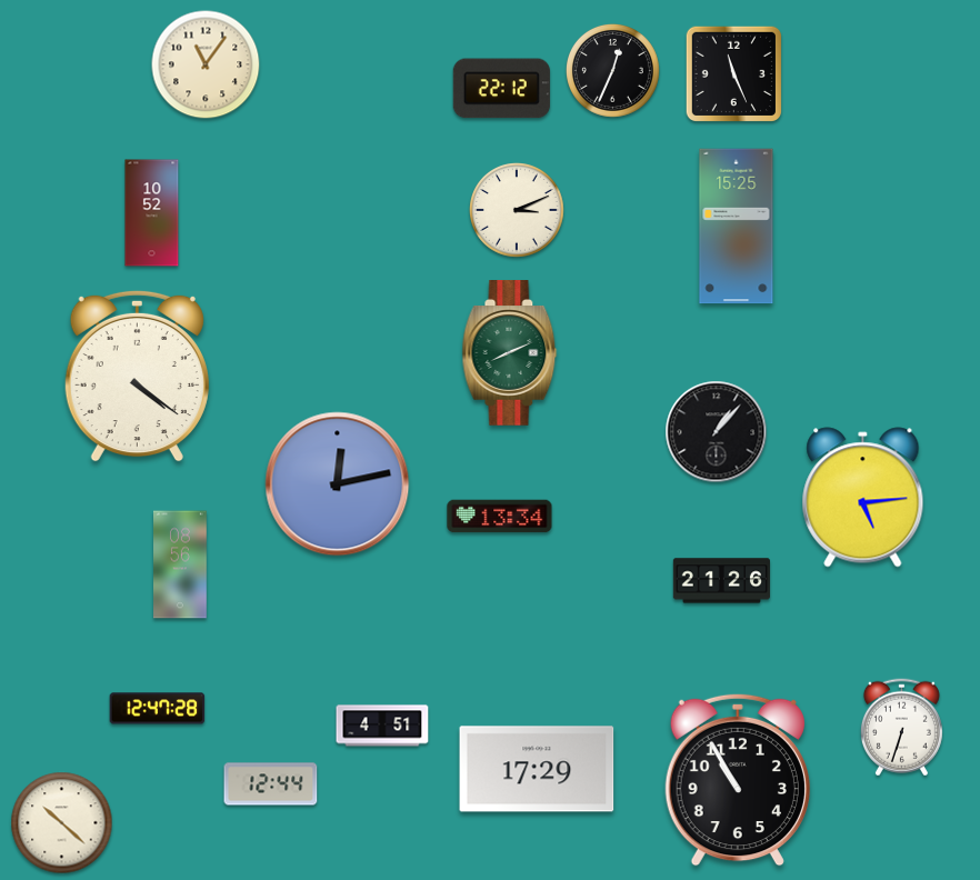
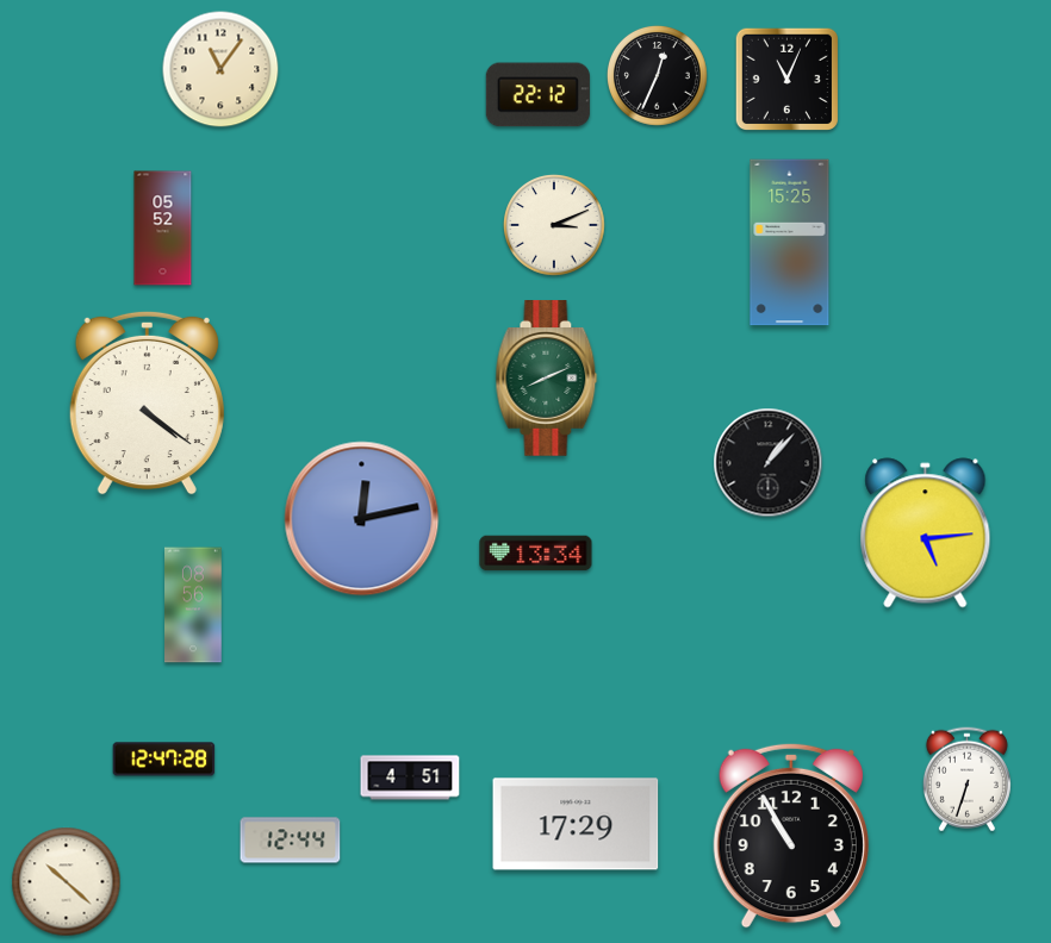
clock at (733, 73): 11:26 -> 11:04
clock at (152, 213): 10:52 -> 05:52
clock at (721, 581): 21:26 -> none
clock at (158, 709) position: (158, 709) -> (164, 760)
